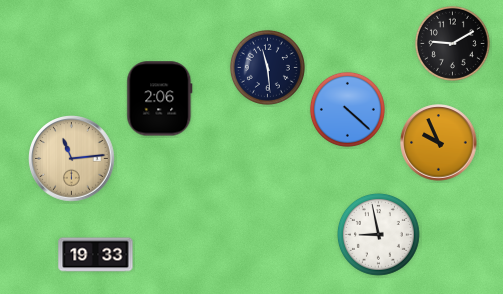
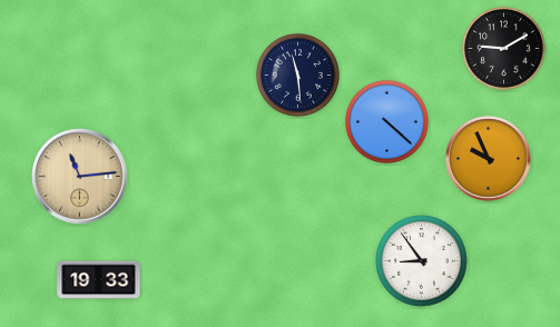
clock at (160, 99): 2:06 -> none
clock at (378, 234): 8:58 -> 8:54
clock at (96, 255) position: (96, 255) -> (99, 280)
